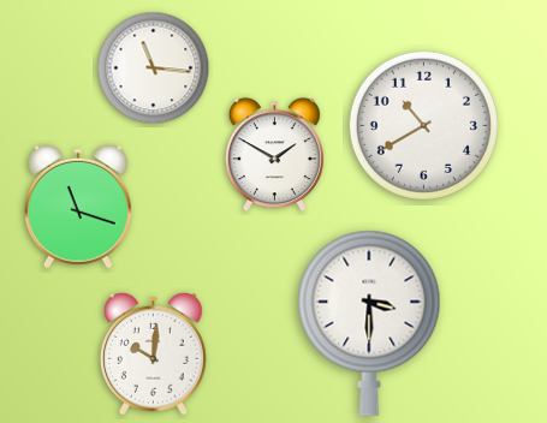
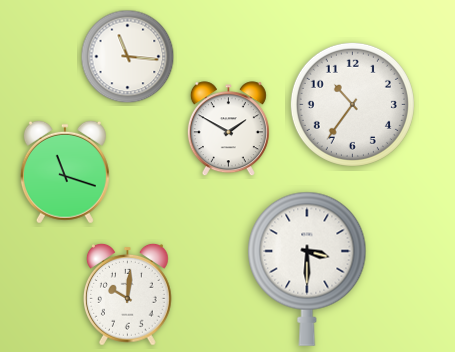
clock at (423, 125): 10:40 -> 10:36
